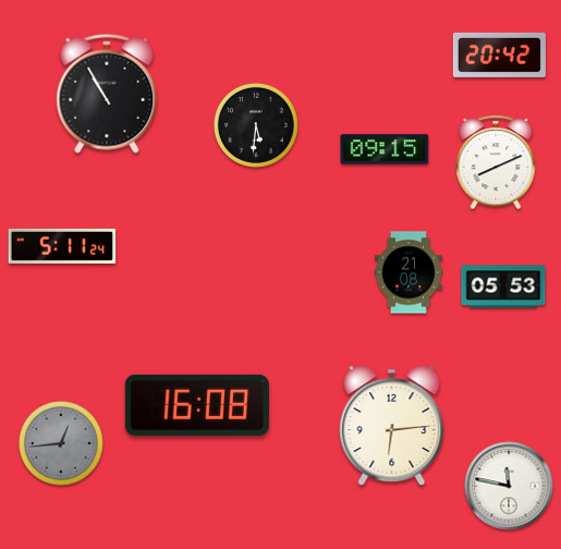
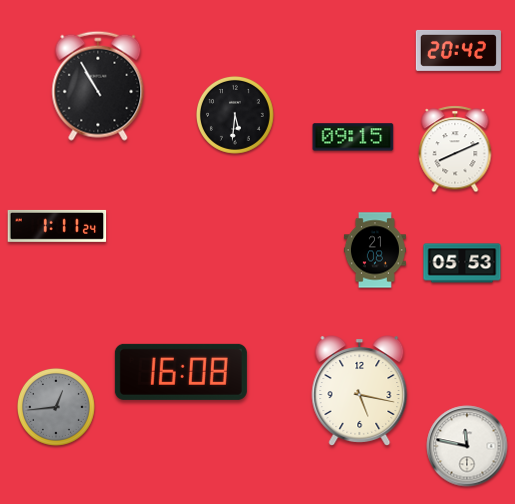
clock at (62, 246): 5:11 -> 1:11
clock at (392, 426): 6:14 -> 5:17
